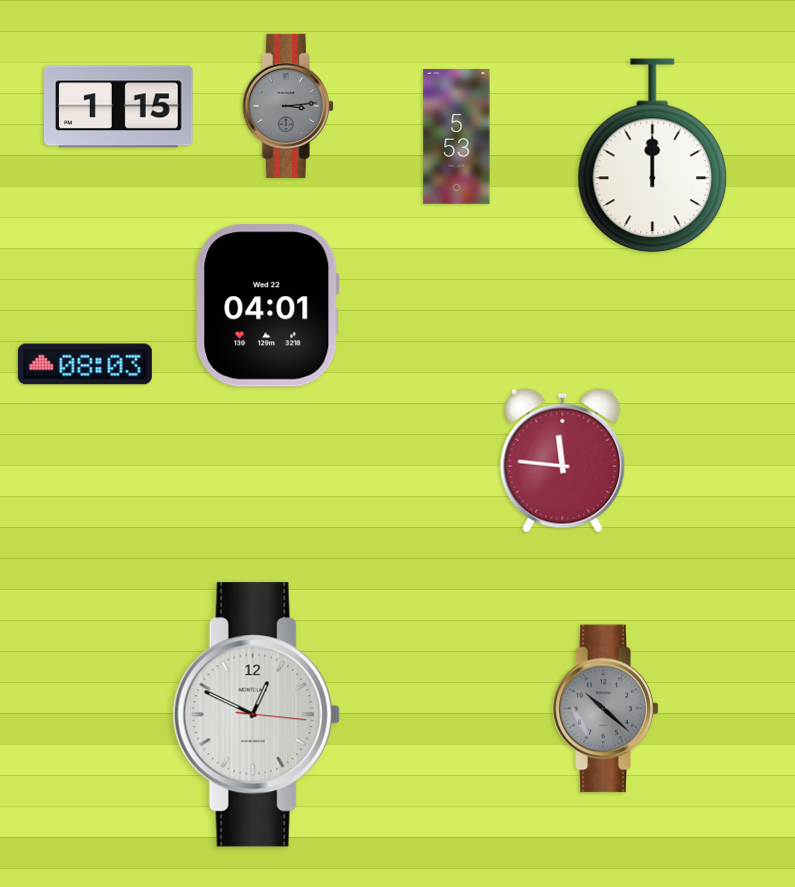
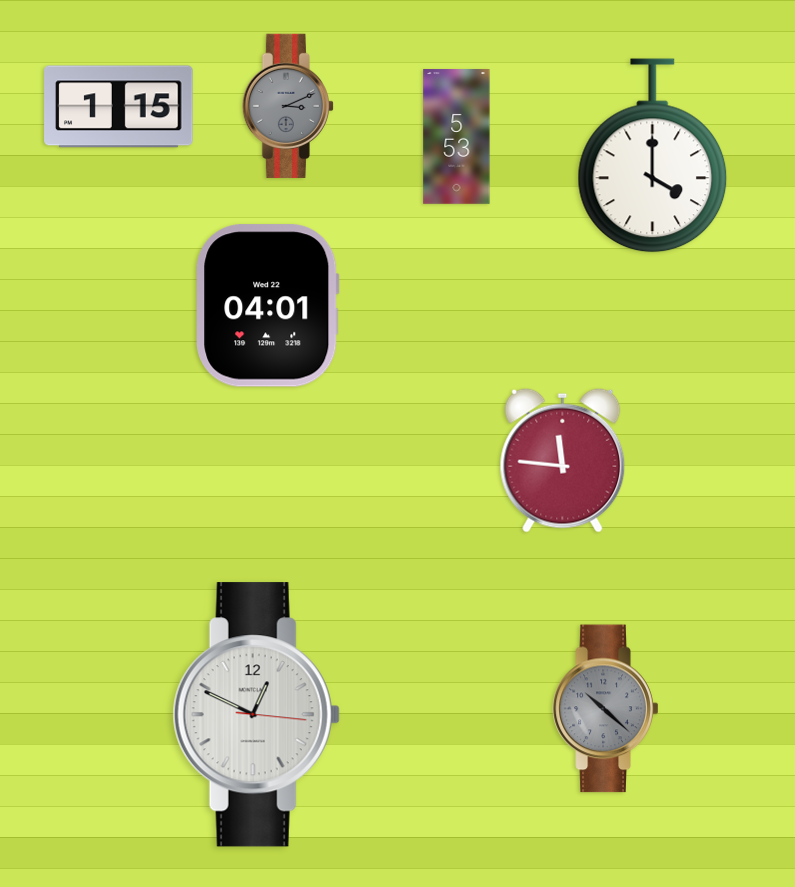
clock at (288, 106): 3:14 -> 3:11
clock at (653, 156): 12:00 -> 4:00
clock at (85, 364): 08:03 -> none
